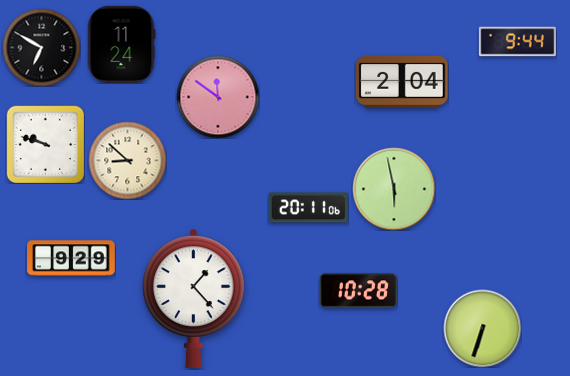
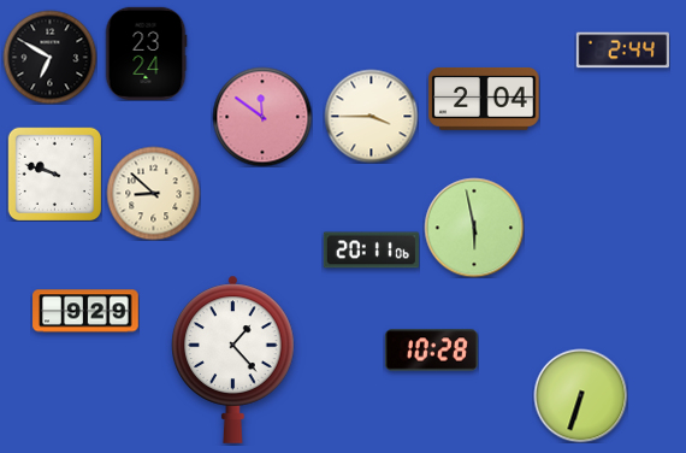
clock at (517, 42): 9:44 -> 2:44
clock at (121, 44): 11:24 -> 23:24
clock at (371, 116): none -> 3:45
